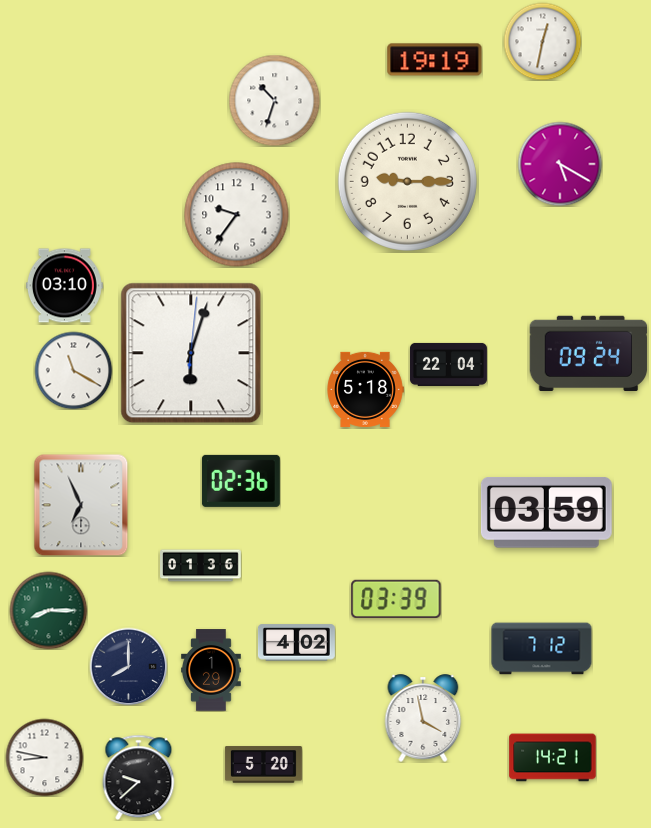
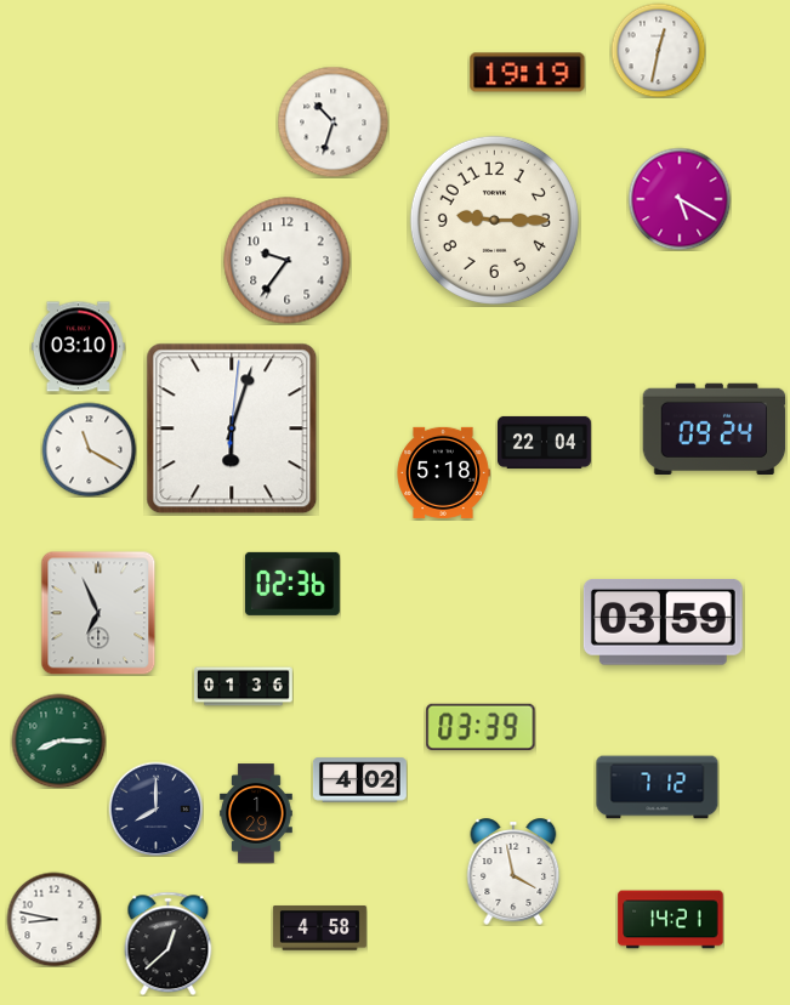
clock at (263, 765): 5:20 -> 4:58
clock at (139, 777): 9:38 -> 12:38
